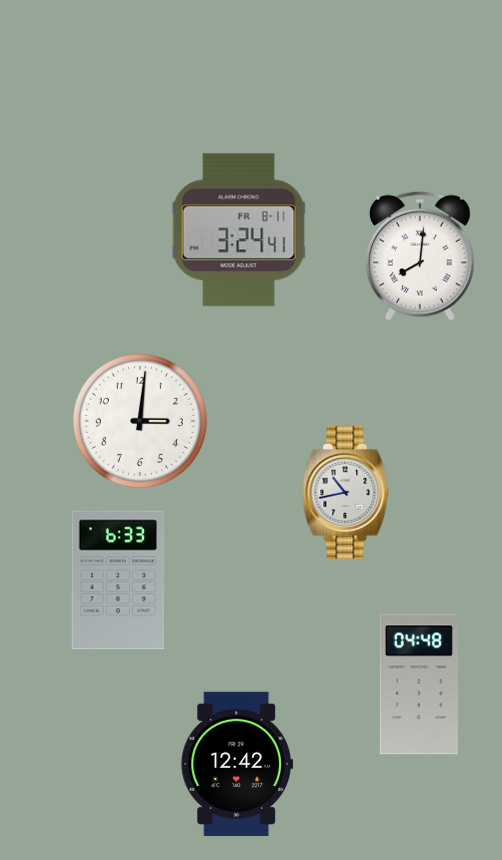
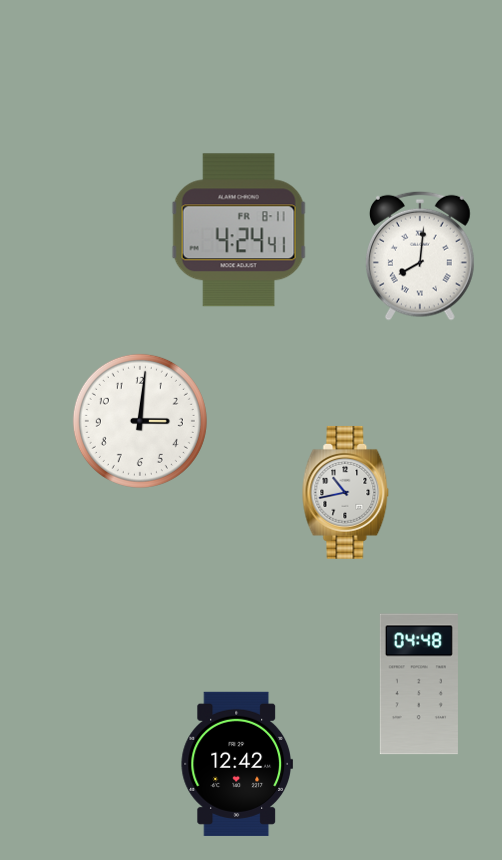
clock at (239, 230): 3:24 -> 4:24
clock at (118, 580): 6:33 -> none
